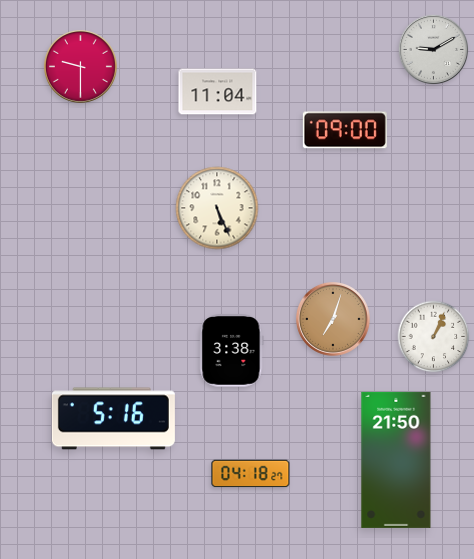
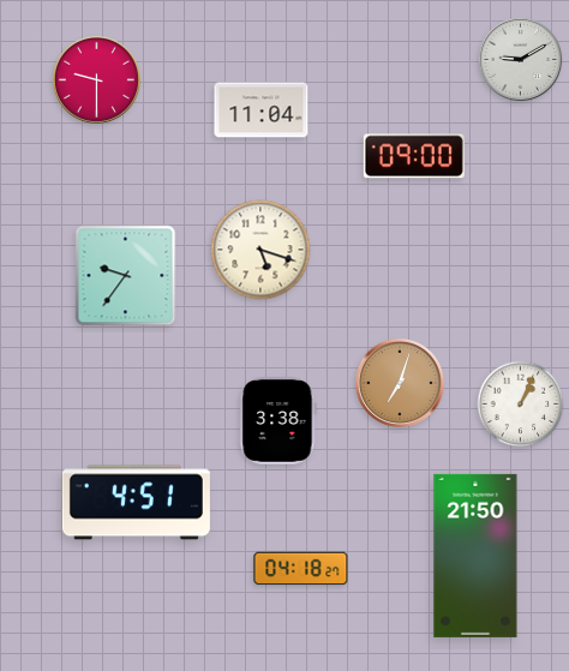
clock at (217, 208): 5:26 -> 5:18
clock at (126, 276): none -> 9:36
clock at (113, 419): 5:16 -> 4:51
clock at (396, 460) position: (396, 460) -> (475, 556)
